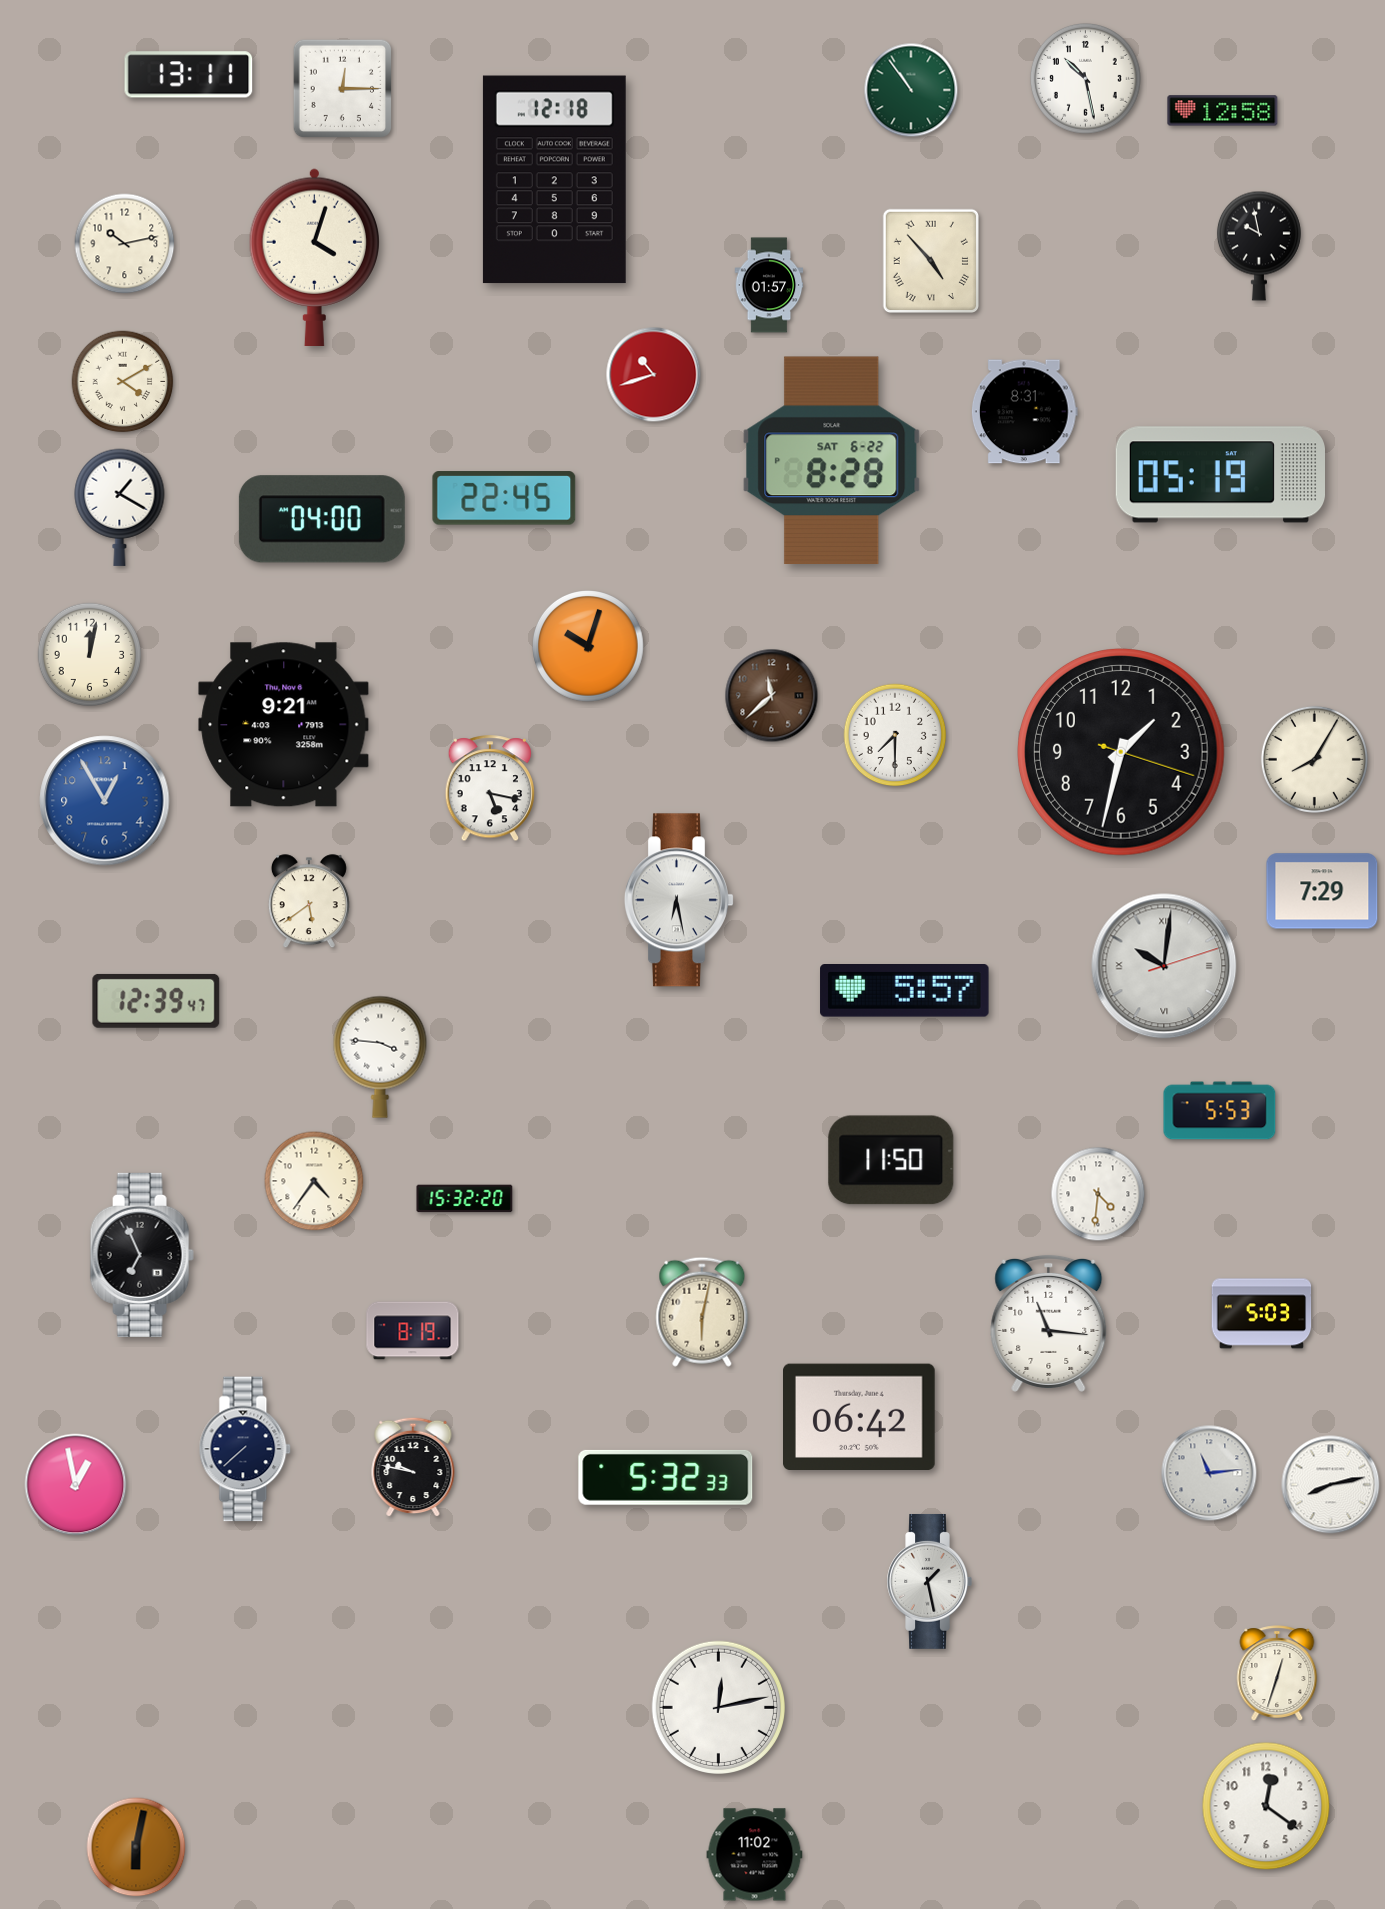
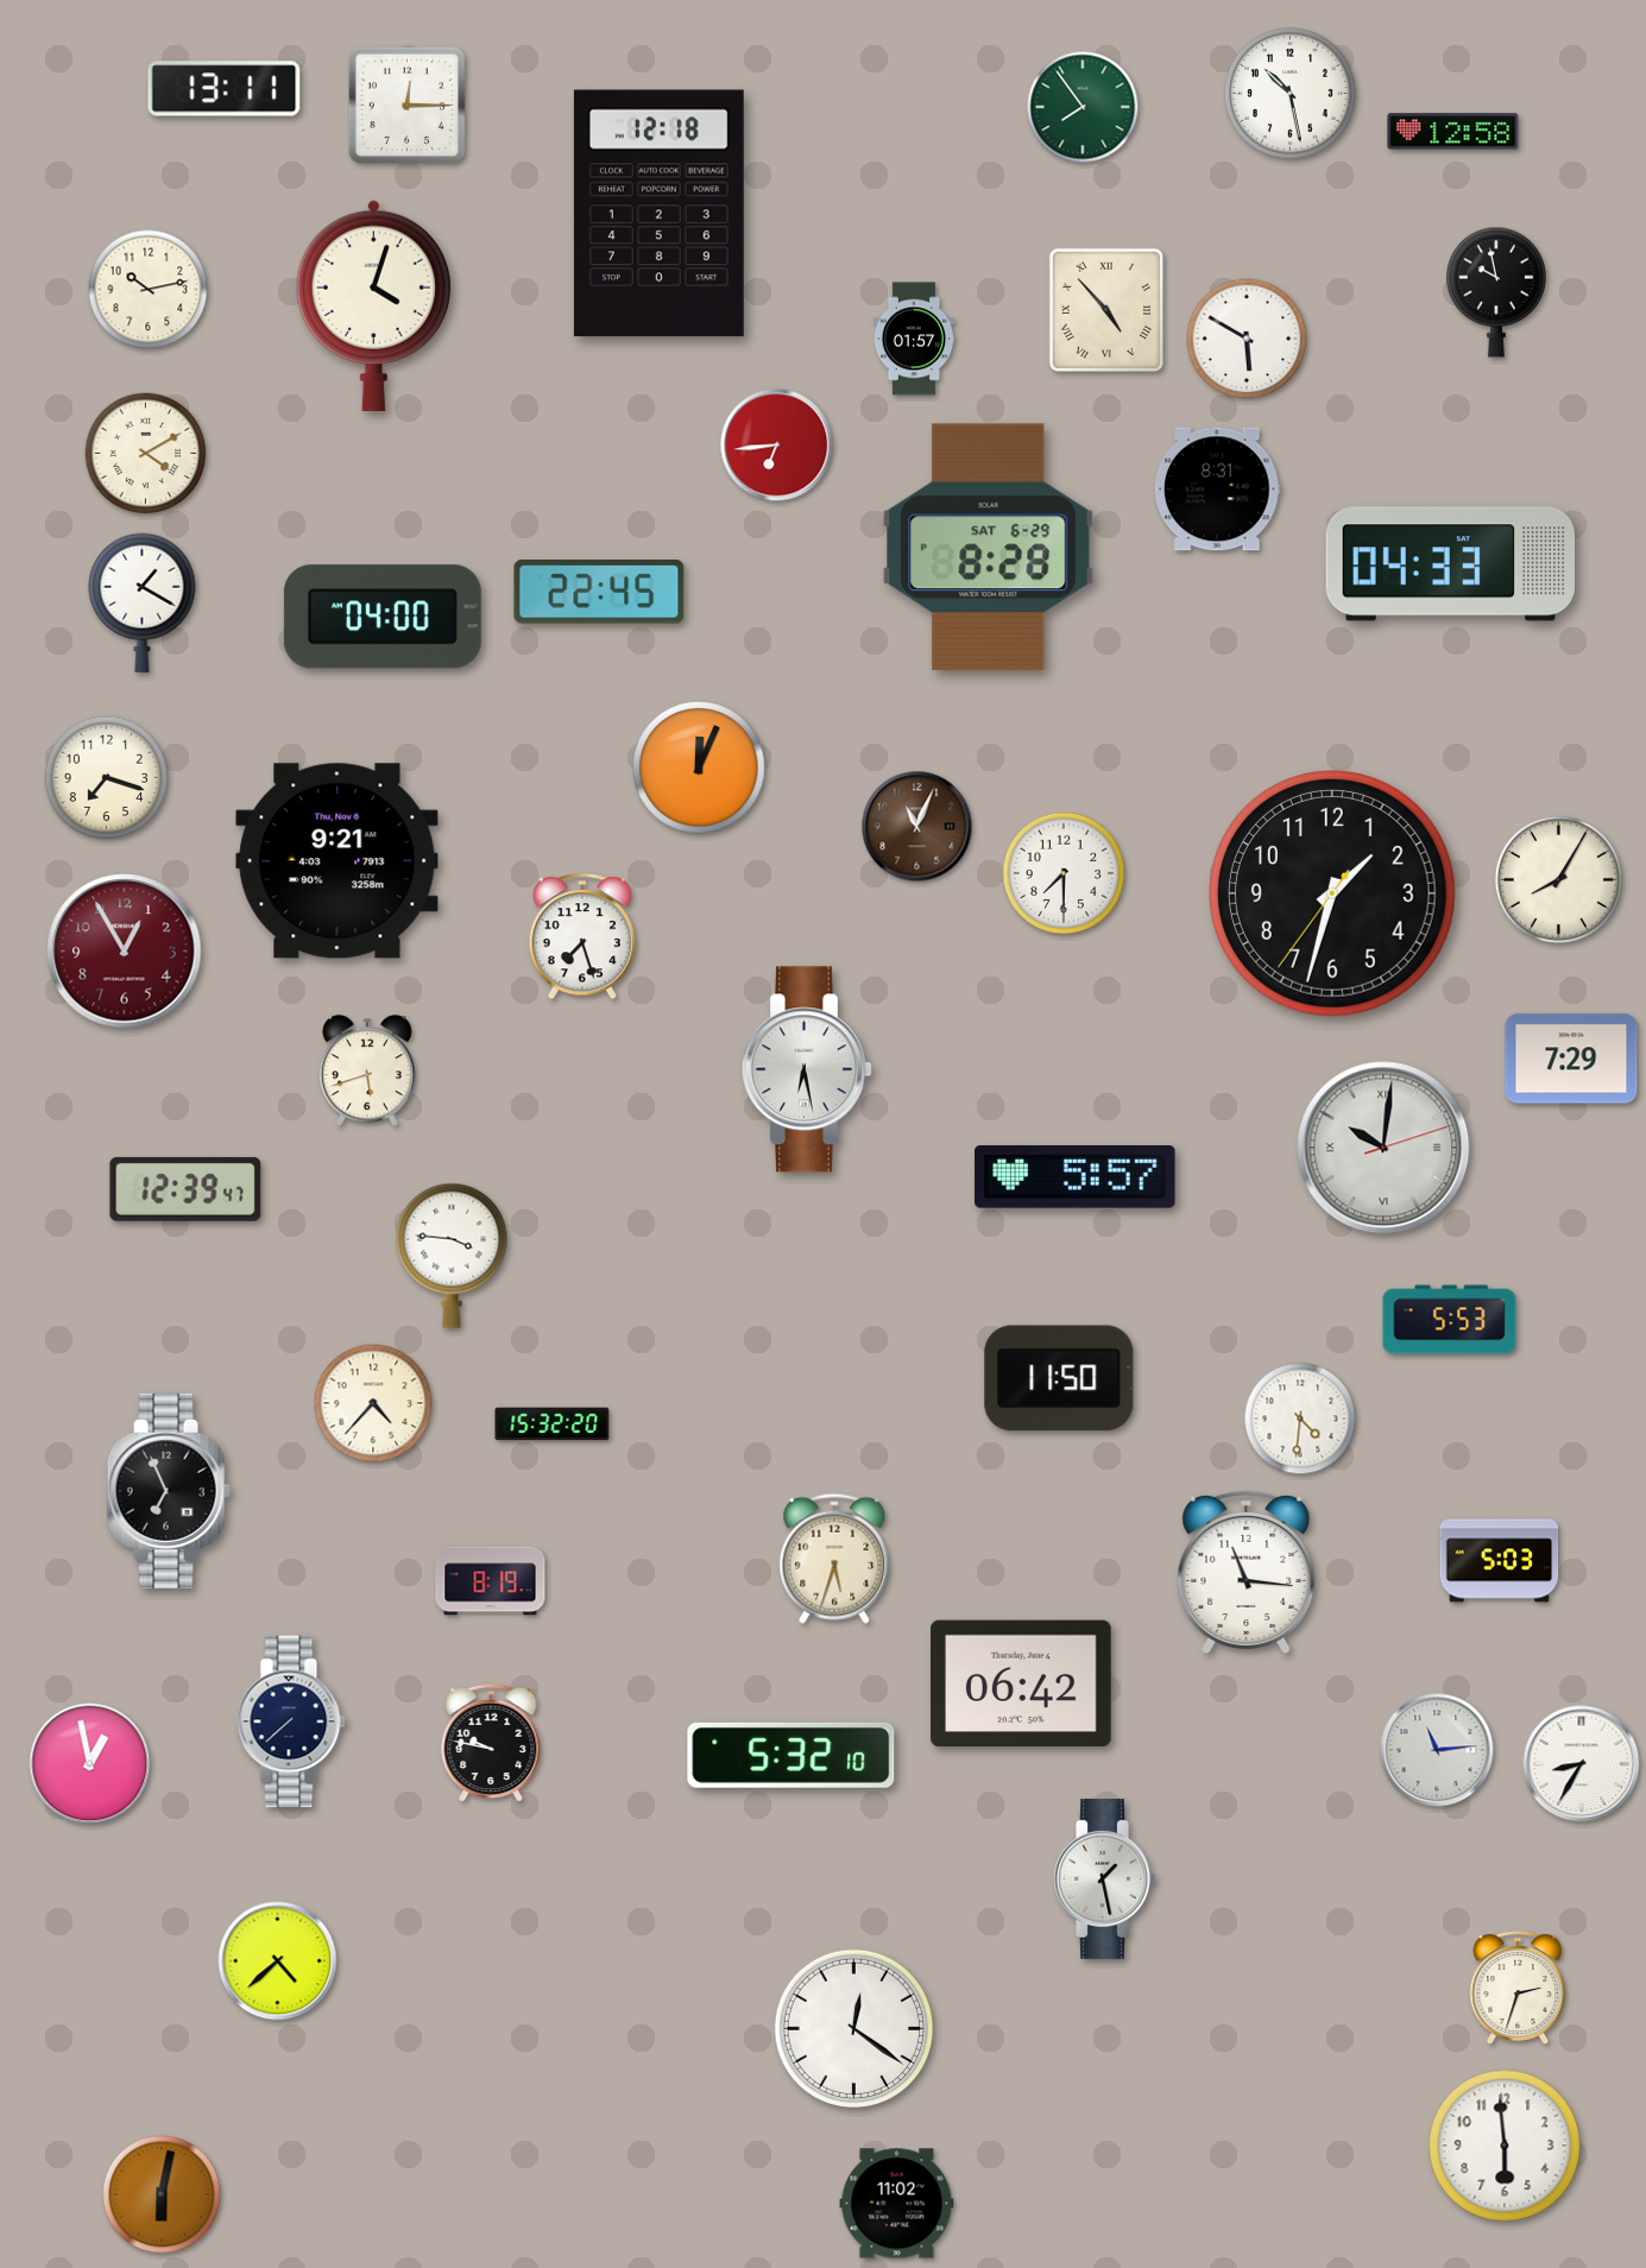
clock at (911, 90): 10:54 -> 7:54
clock at (1247, 339): none -> 5:50
clock at (654, 375): 10:42 -> 6:44
clock at (832, 460) date: SAT 6-22 -> SAT 6-29
clock at (1220, 475): 05:19 -> 04:33
clock at (589, 647): 10:03 -> 12:04
clock at (90, 655): 12:02 -> 7:18
clock at (772, 696): 11:38 -> 11:04
clock at (1121, 752): 1:32:18 -> 1:32:36
clock at (1314, 759) position: (1314, 759) -> (1558, 879)
clock at (489, 789): 5:17 -> 7:27
clock at (105, 801) dial: blue -> burgundy
clock at (309, 902): 5:39 -> 5:42
clock at (314, 1181): 4:36 -> 4:37
clock at (1098, 1194) position: (1098, 1194) -> (1300, 1419)
clock at (702, 1312): 6:02 -> 5:33
clock at (666, 1477): 5:32:33 -> 5:32:10
clock at (1331, 1485): 8:13 -> 8:35
clock at (278, 1961): none -> 4:38
clock at (1277, 1673): 12:33 -> 2:33
clock at (718, 1707): 12:13 -> 12:21
clock at (1266, 1806): 12:21 -> 5:59
